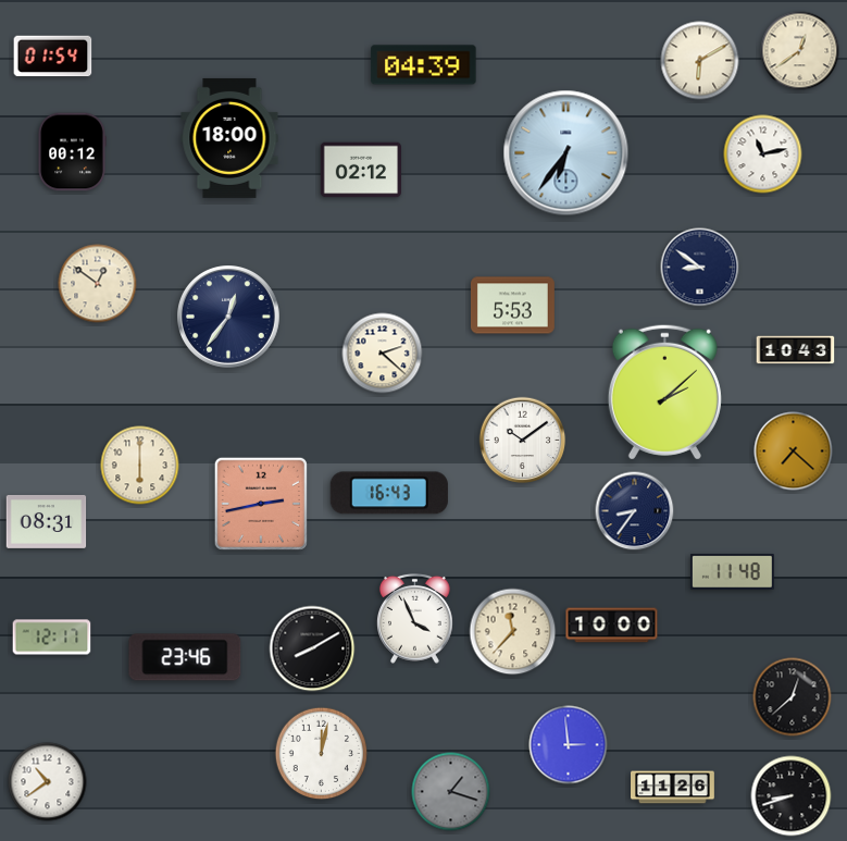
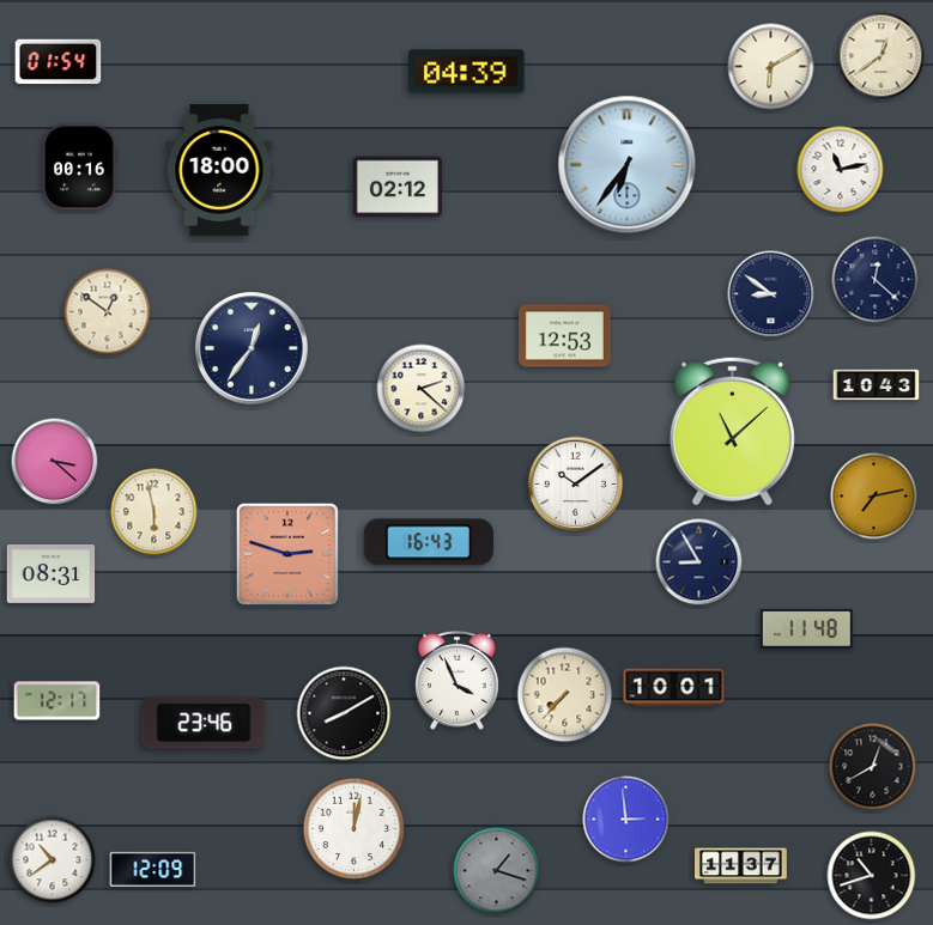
clock at (229, 138) position: (229, 138) -> (219, 170)
clock at (72, 152): 00:12 -> 00:16
clock at (566, 153) position: (566, 153) -> (628, 165)
clock at (876, 280): none -> 12:22
clock at (512, 306): 5:53 -> 12:53
clock at (664, 392): 2:08 -> 11:08
clock at (55, 462): none -> 3:22
clock at (794, 452): 7:22 -> 7:13
clock at (140, 466): 6:00 -> 5:58
clock at (261, 504): 2:43 -> 2:48
clock at (635, 511): 8:36 -> 8:55
clock at (612, 626): 10:00 -> 10:01
clock at (513, 632): 11:37 -> 7:37
clock at (793, 697): 12:38 -> 12:40
clock at (673, 788): 11:26 -> 11:37
clock at (153, 869): none -> 12:09
clock at (792, 796): 8:42 -> 10:42
